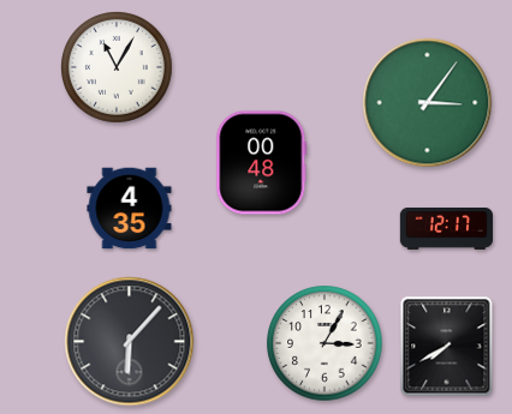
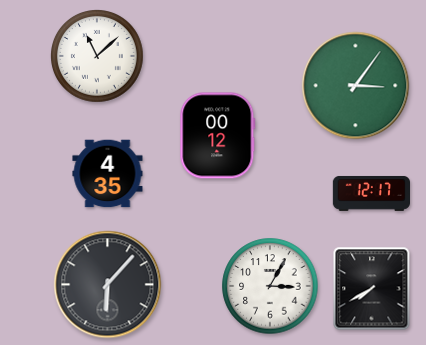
clock at (118, 68): 11:05 -> 11:08
clock at (262, 163): 00:48 -> 00:12
clock at (447, 228) position: (447, 228) -> (372, 193)
